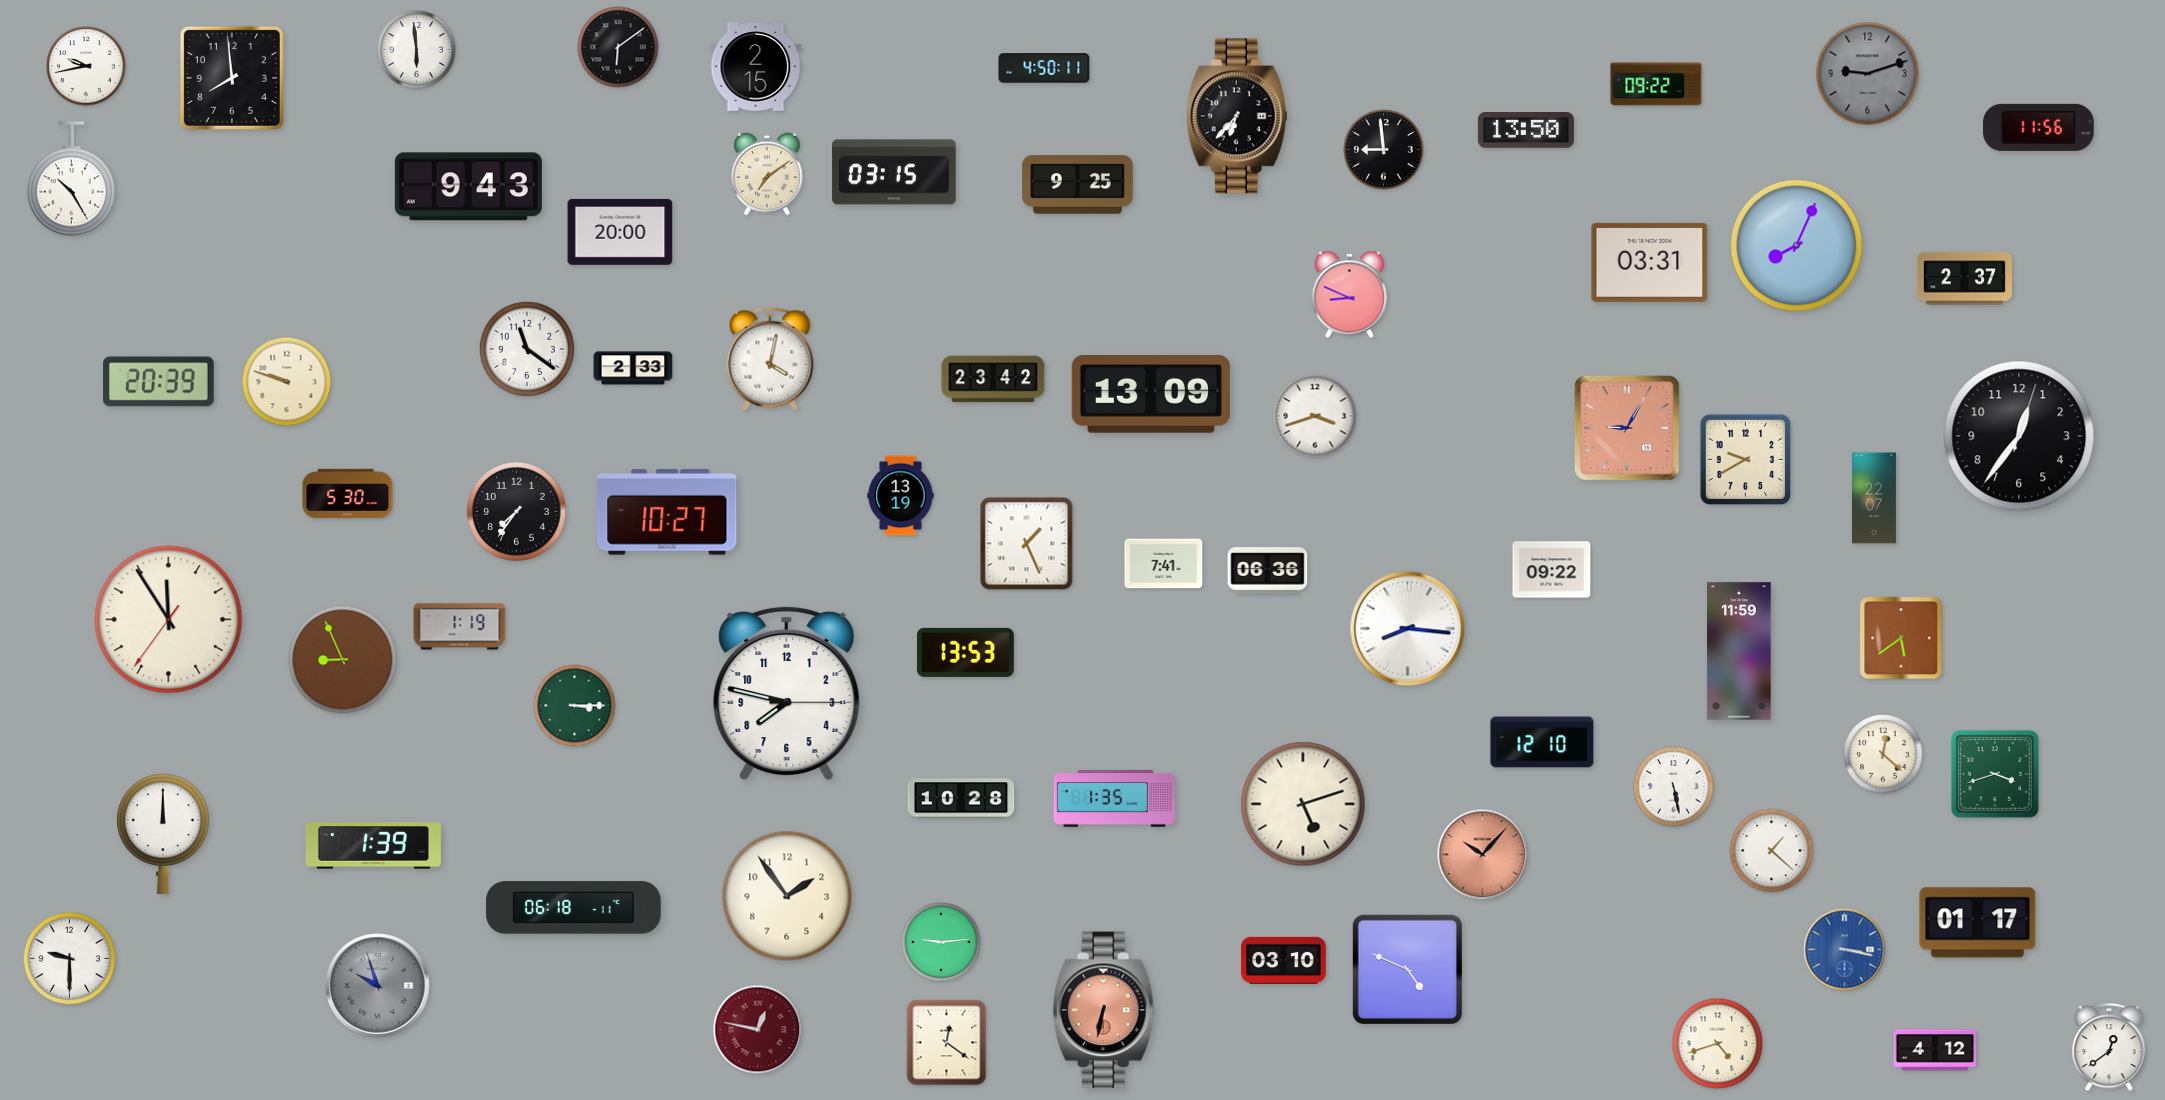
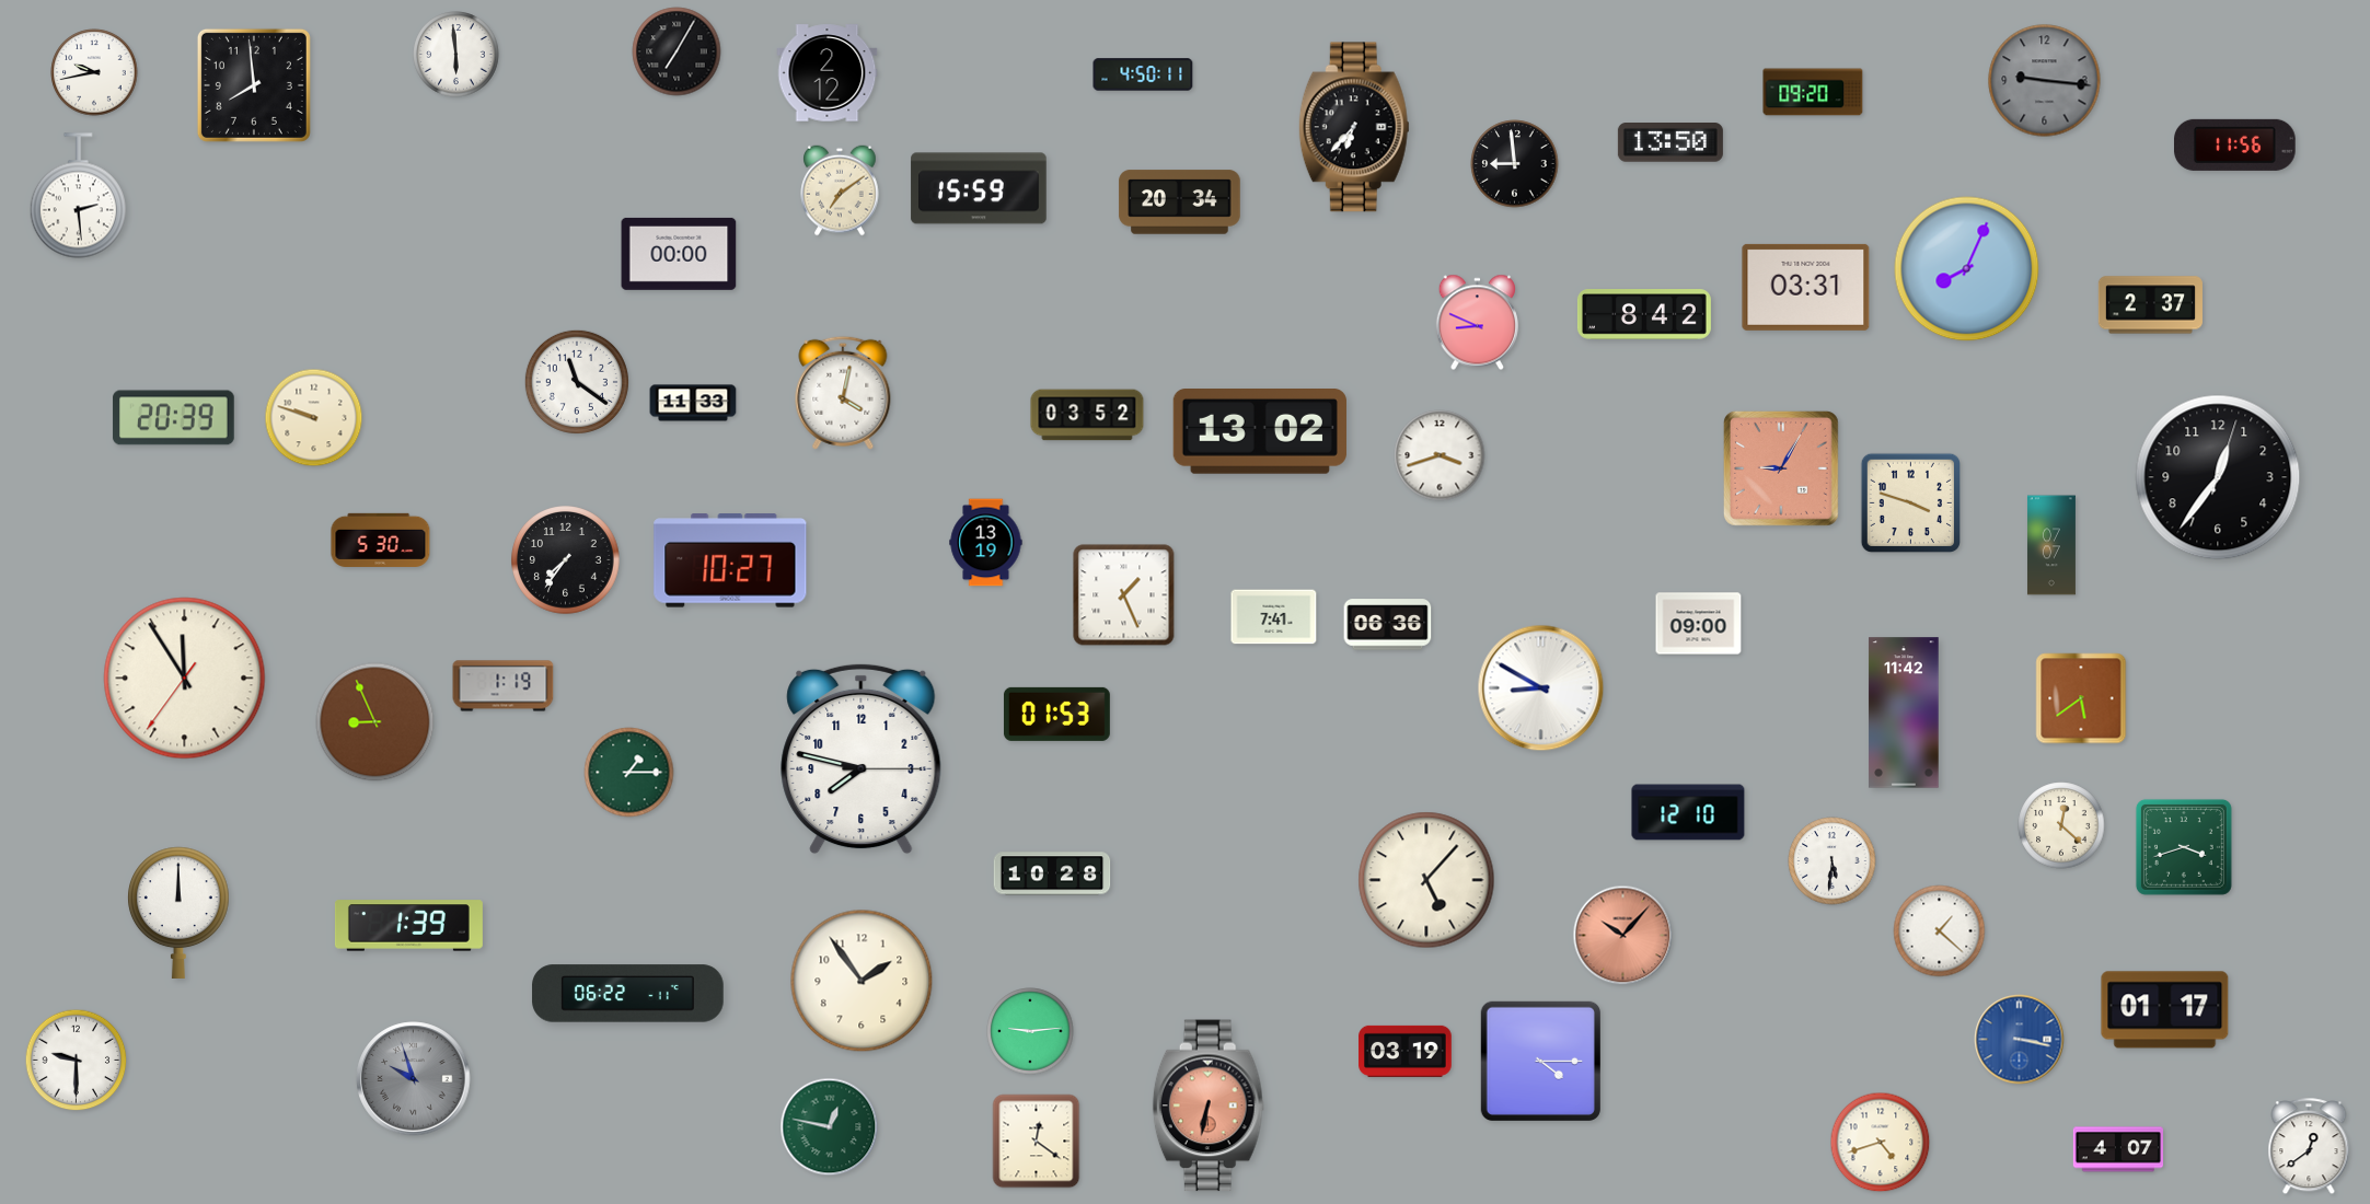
clock at (618, 47): 6:09 -> 7:05
clock at (756, 67): 2:15 -> 2:12
clock at (1868, 74): 9:12 -> 9:16
clock at (1656, 84): 09:22 -> 09:20
clock at (2039, 127) position: (2039, 127) -> (2235, 144)
clock at (894, 172): 03:15 -> 15:59
clock at (71, 179): 10:25 -> 2:29
clock at (1078, 185): 9:25 -> 20:34
clock at (468, 187): 9:43 -> none
clock at (620, 232): 20:00 -> 00:00
clock at (1644, 314): none -> 8:42
clock at (633, 368): 2:33 -> 11:33
clock at (993, 379): 23:42 -> 03:52
clock at (1151, 395): 13:09 -> 13:02
clock at (2019, 436) position: (2019, 436) -> (2218, 477)
clock at (1745, 459): 9:40 -> 3:48
clock at (1874, 498): 22:07 -> 07:07
clock at (1552, 570): 09:22 -> 09:00
clock at (1408, 629): 8:16 -> 8:50
clock at (1739, 651): 11:59 -> 11:42
clock at (965, 652): 13:53 -> 01:53
clock at (575, 706): 3:15 -> 1:15
clock at (1674, 787): 5:28 -> 5:31
clock at (1114, 799): 1:35 -> none
clock at (1303, 804): 5:12 -> 5:07
clock at (574, 908): 06:18 -> 06:22
clock at (70, 959) position: (70, 959) -> (77, 1061)
clock at (1284, 960): 03:10 -> 03:19
clock at (1407, 969): 4:49 -> 4:15
clock at (758, 1030) dial: burgundy -> green
clock at (1934, 1050): 4:12 -> 4:07
